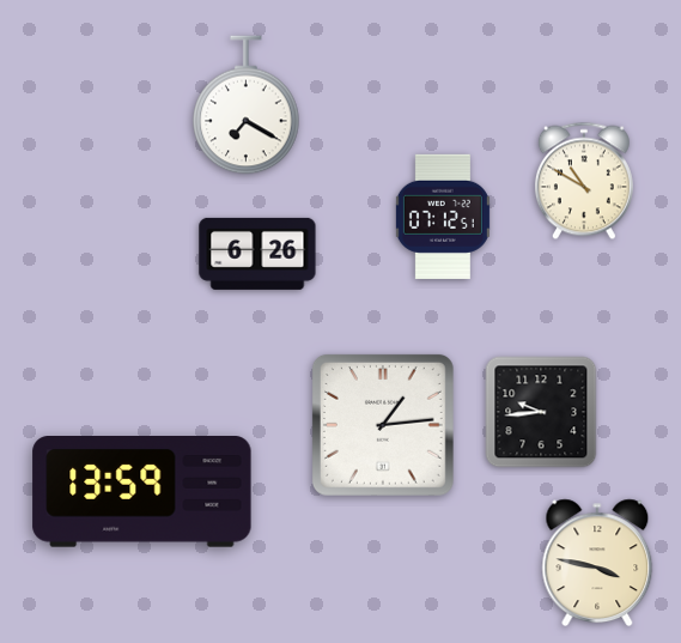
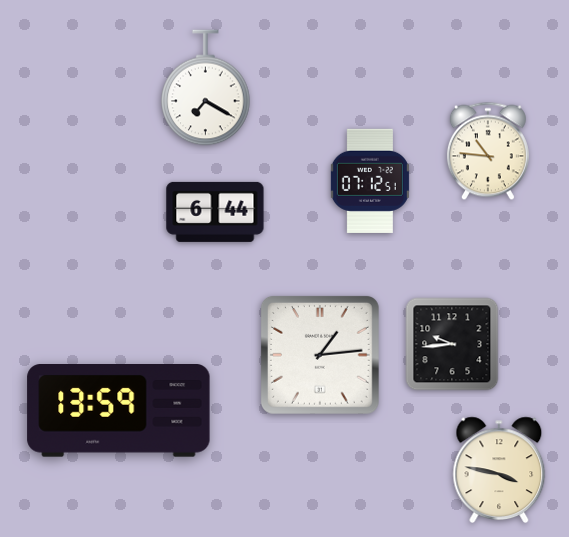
clock at (584, 181): 10:50 -> 10:46
clock at (257, 254): 6:26 -> 6:44
